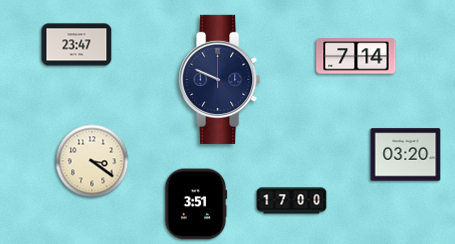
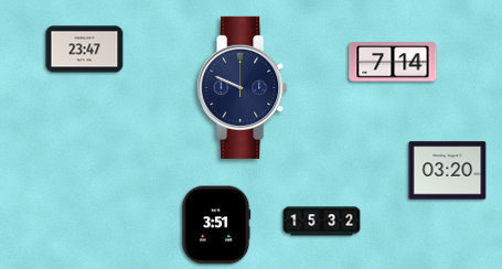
clock at (92, 161): 3:21 -> none
clock at (292, 201): 17:00 -> 15:32
